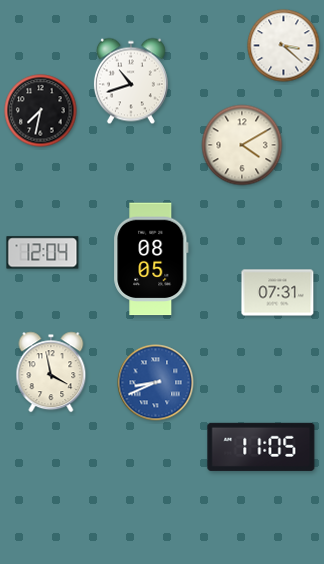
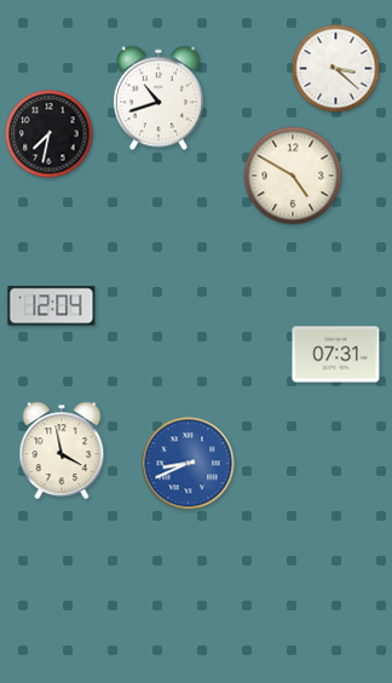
clock at (284, 46) position: (284, 46) -> (336, 69)
clock at (242, 145): 4:10 -> 4:50
clock at (151, 259): 08:05 -> none
clock at (261, 447): 11:05 -> none
